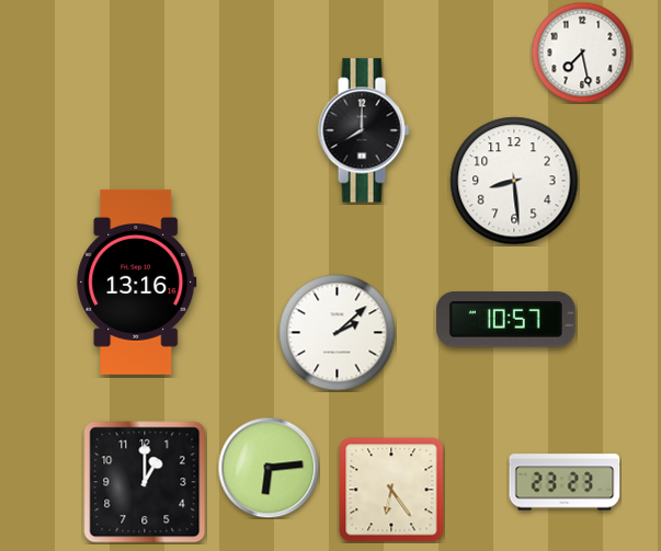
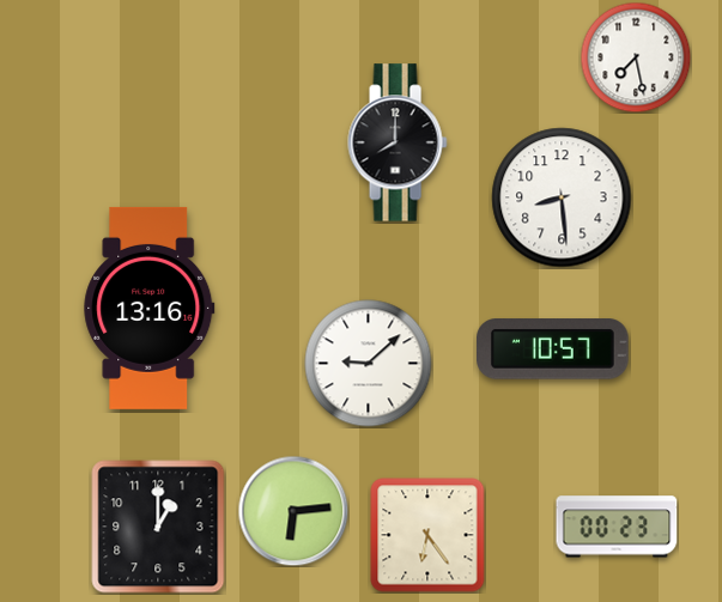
clock at (338, 333): 2:08 -> 9:08
clock at (565, 482): 23:23 -> 00:23
